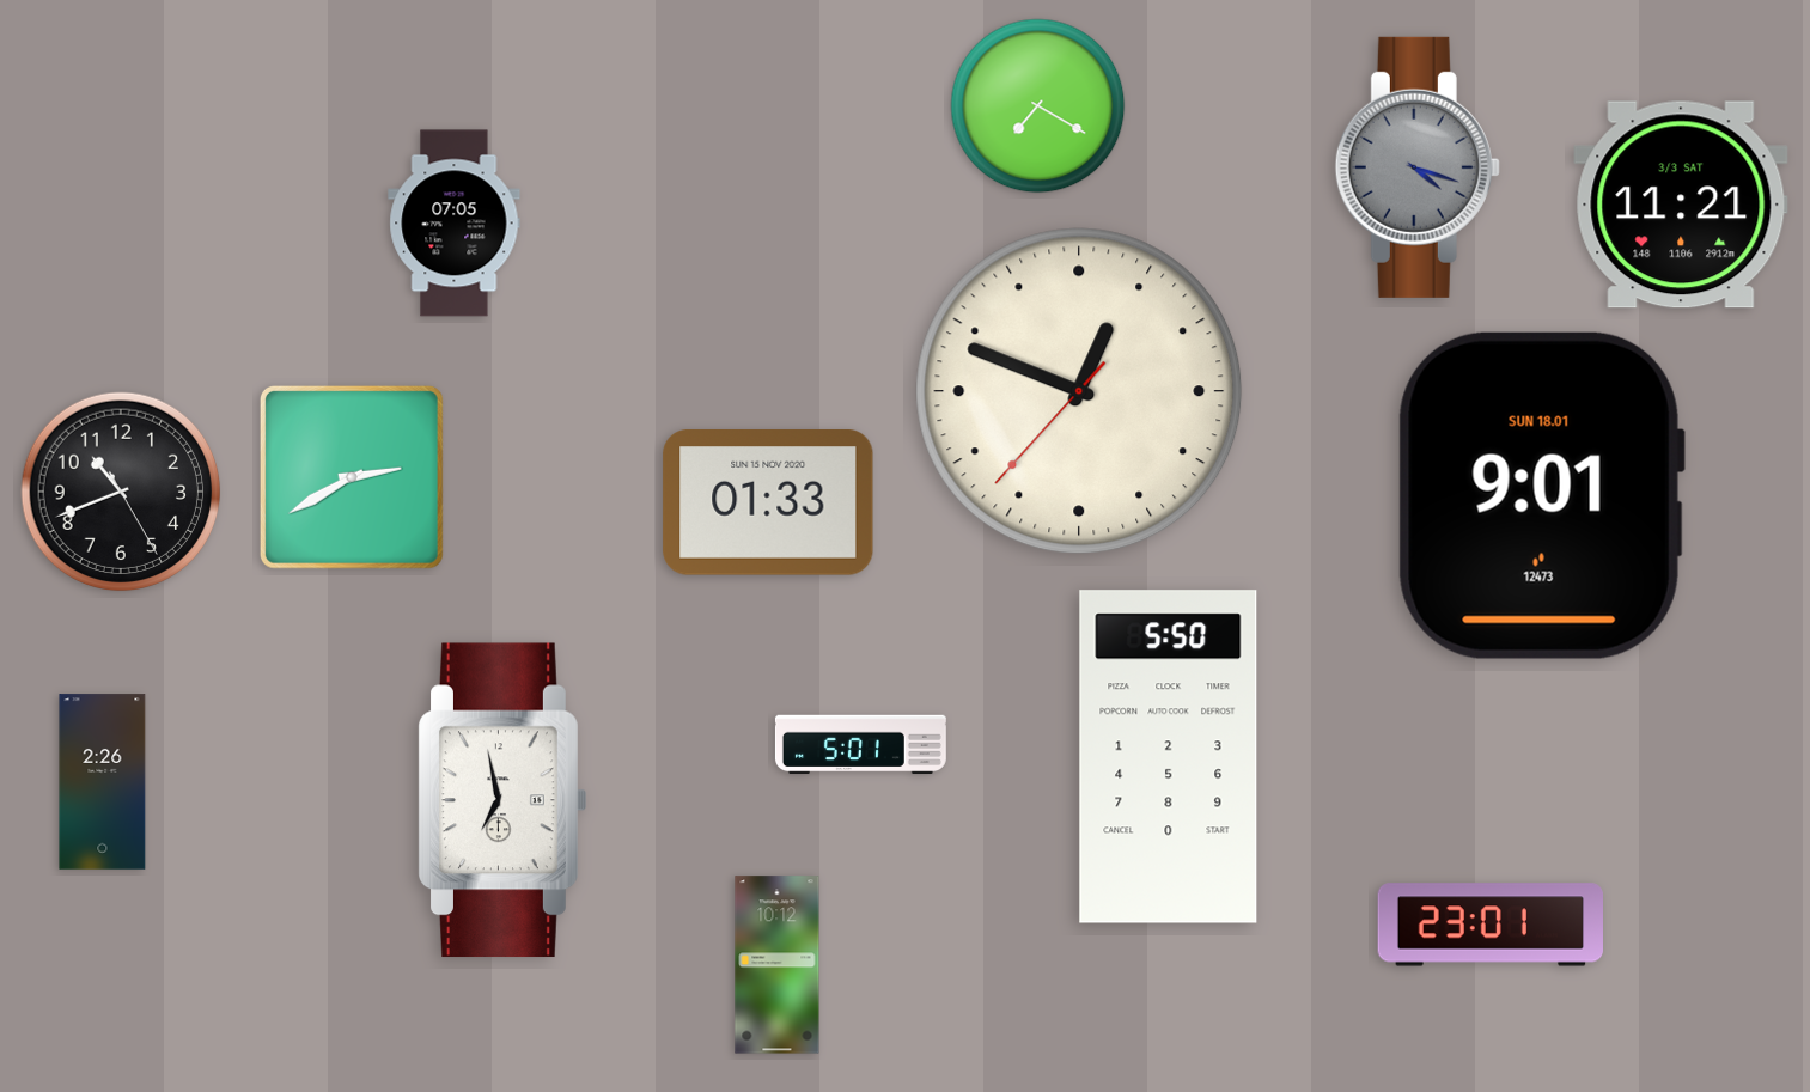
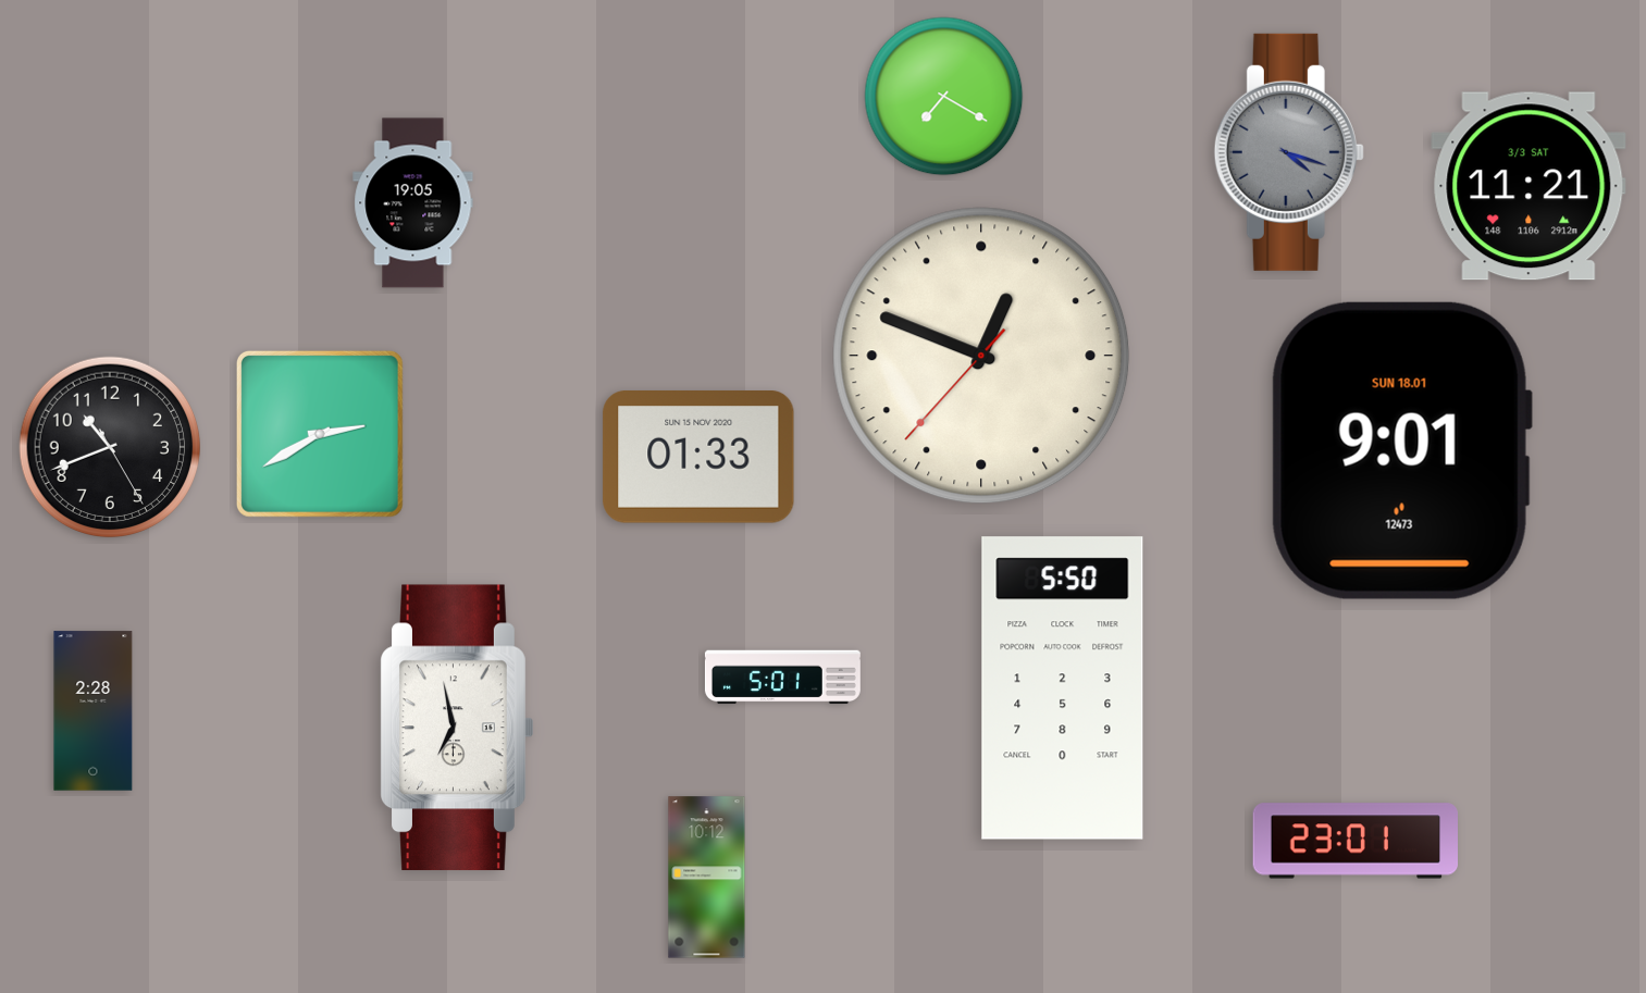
clock at (455, 224): 07:05 -> 19:05
clock at (103, 782): 2:26 -> 2:28
